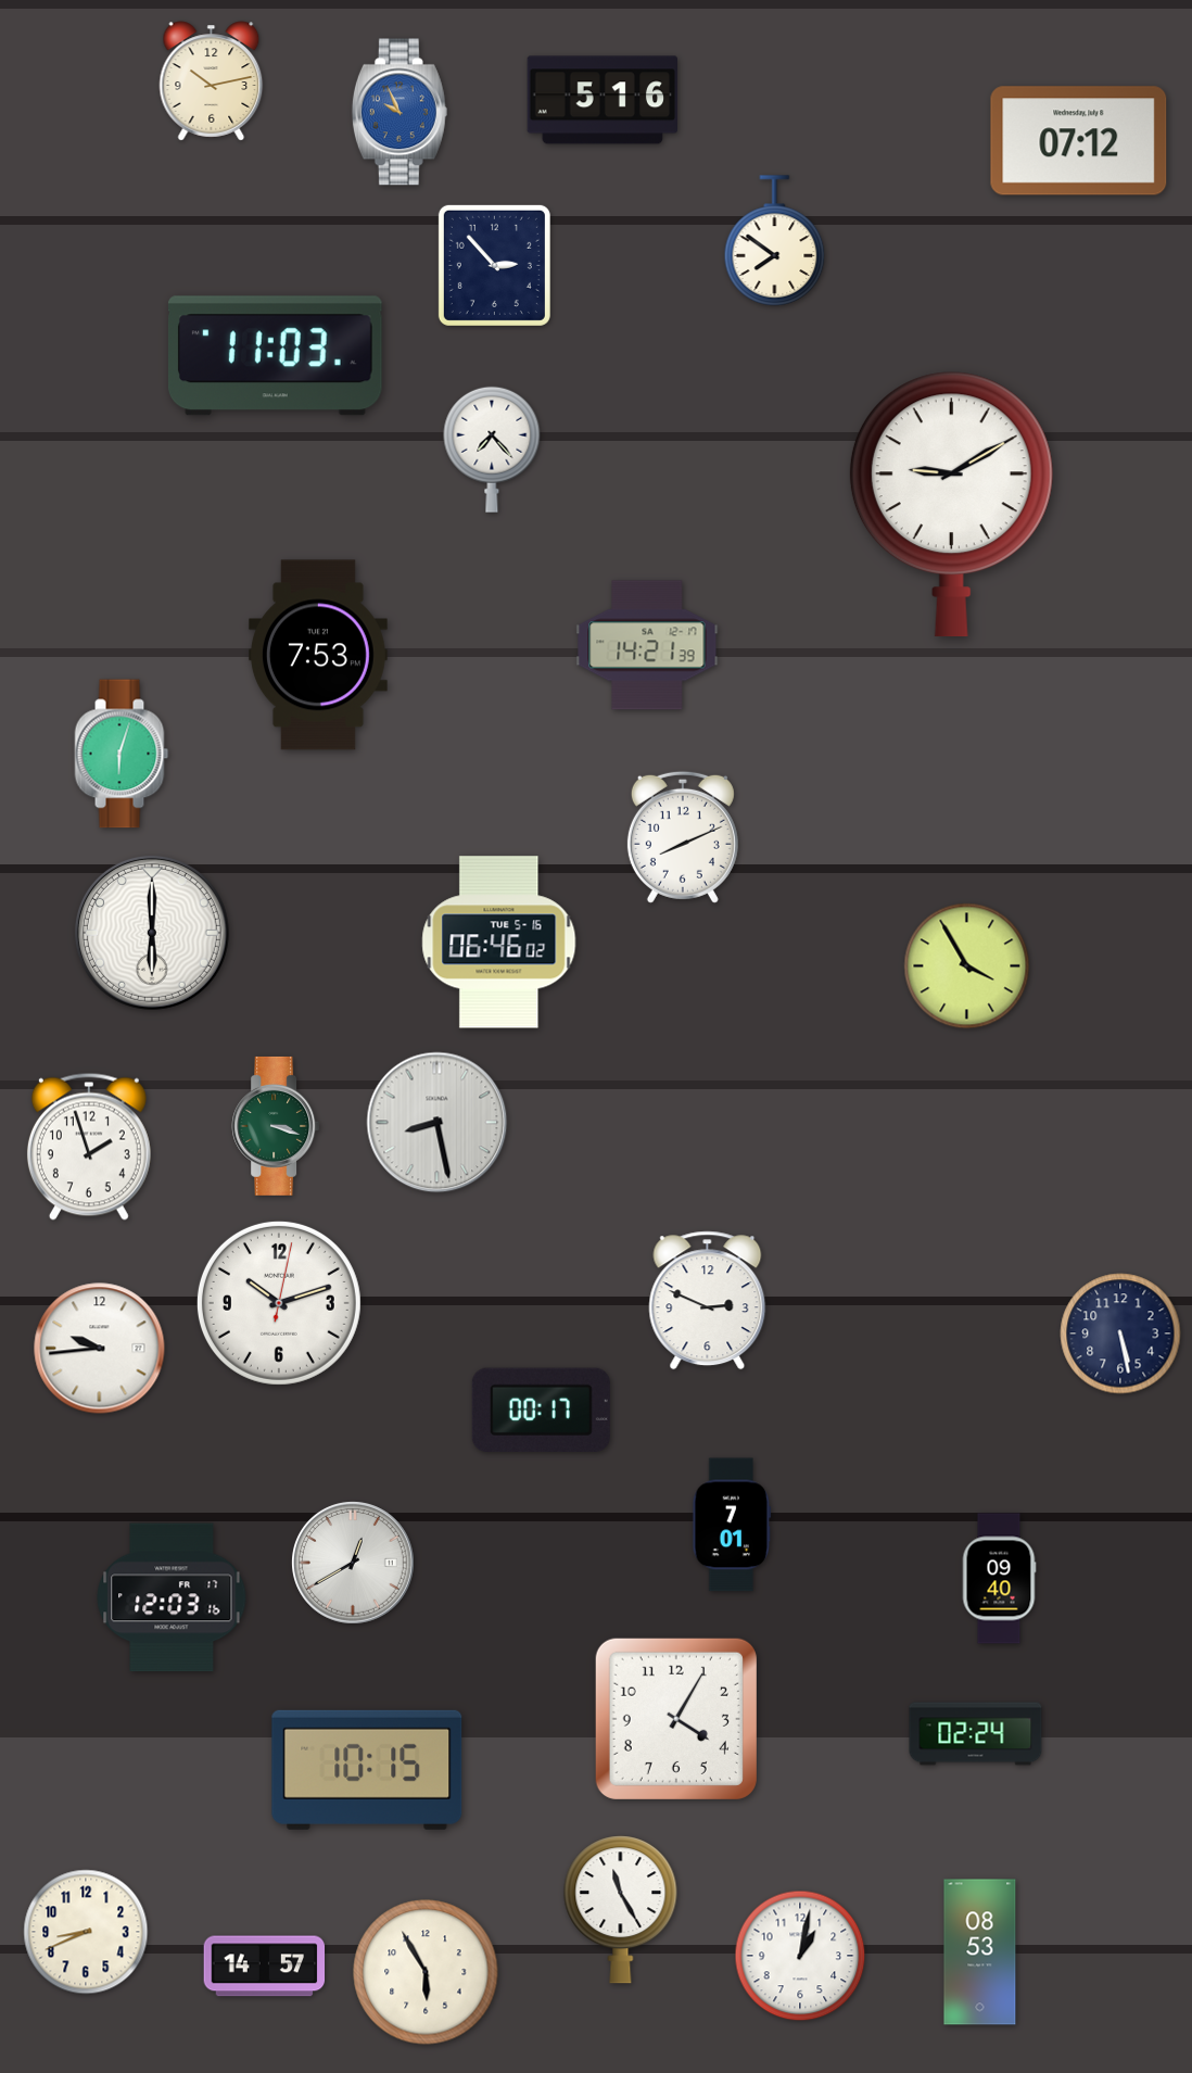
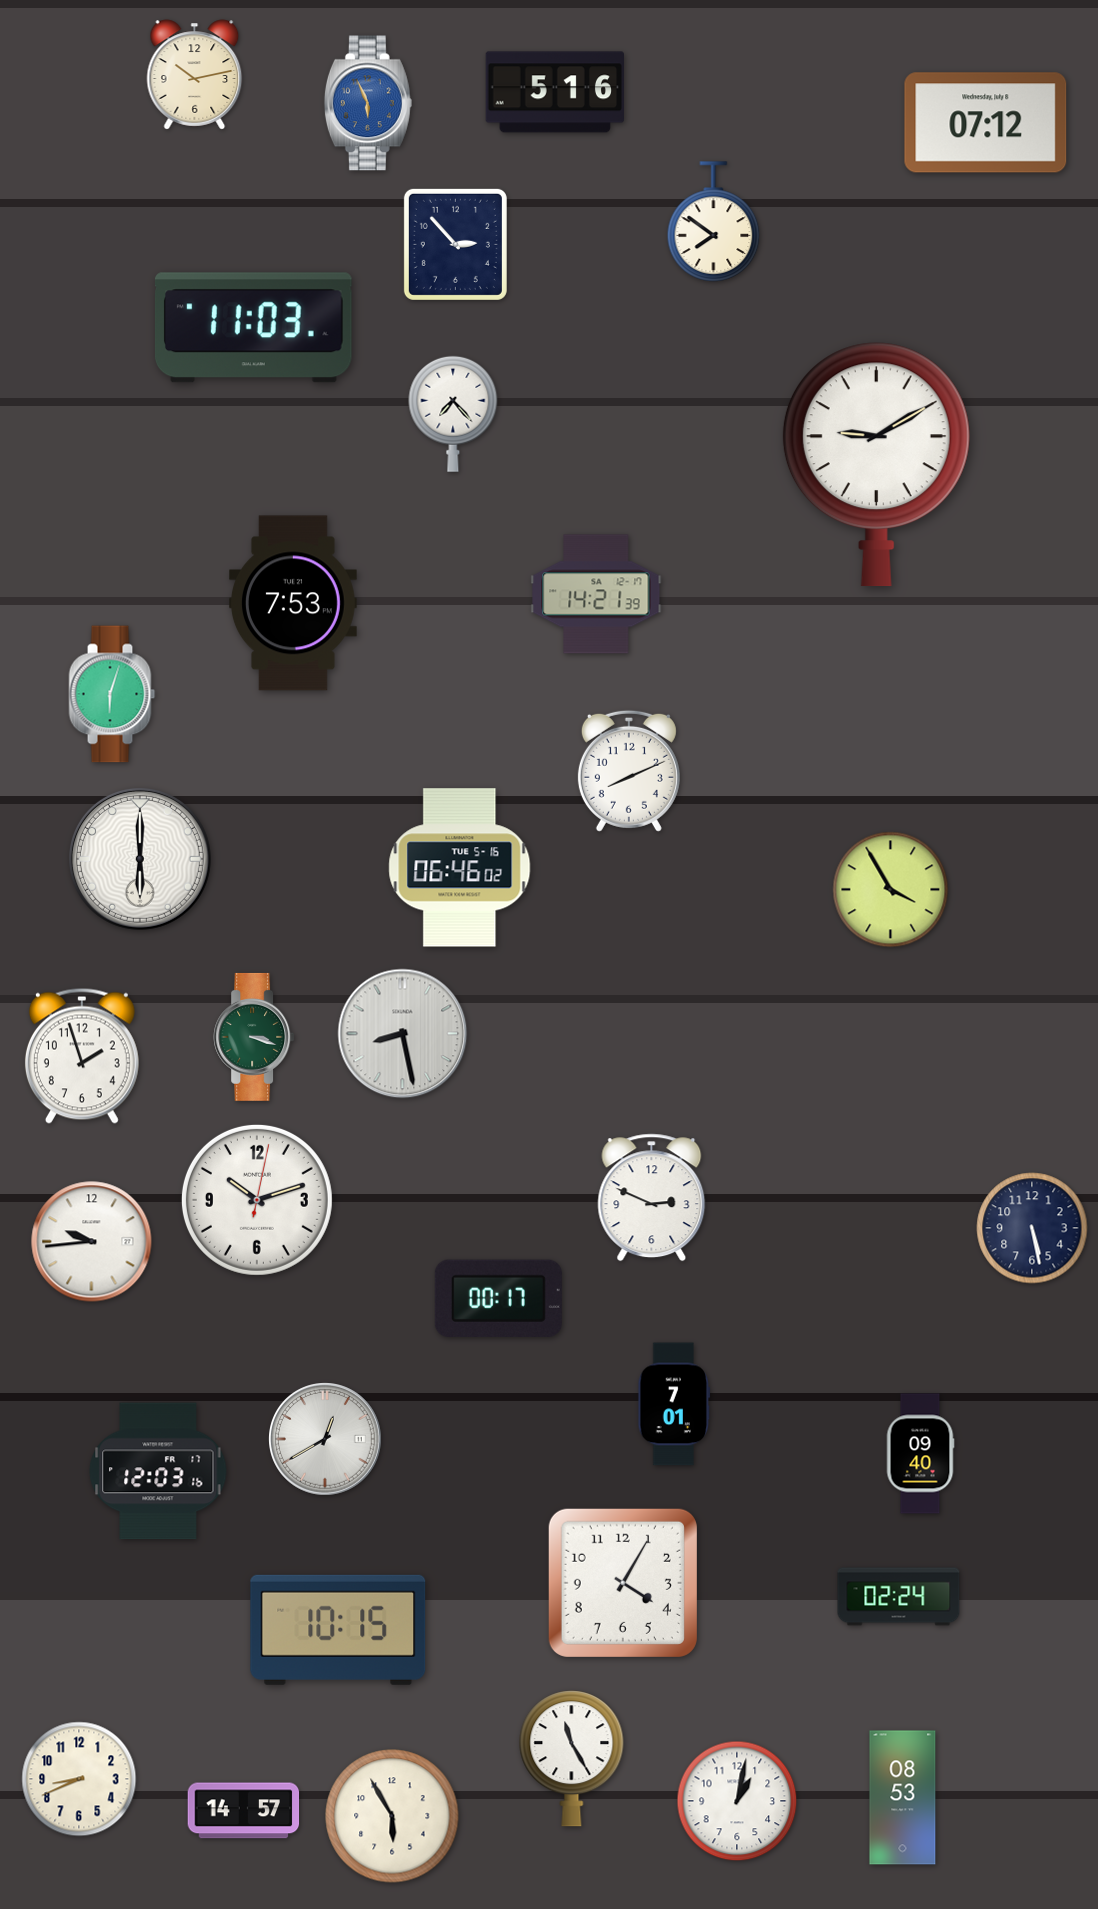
clock at (400, 112): 9:56 -> 5:56
clock at (1079, 141) position: (1079, 141) -> (986, 123)
